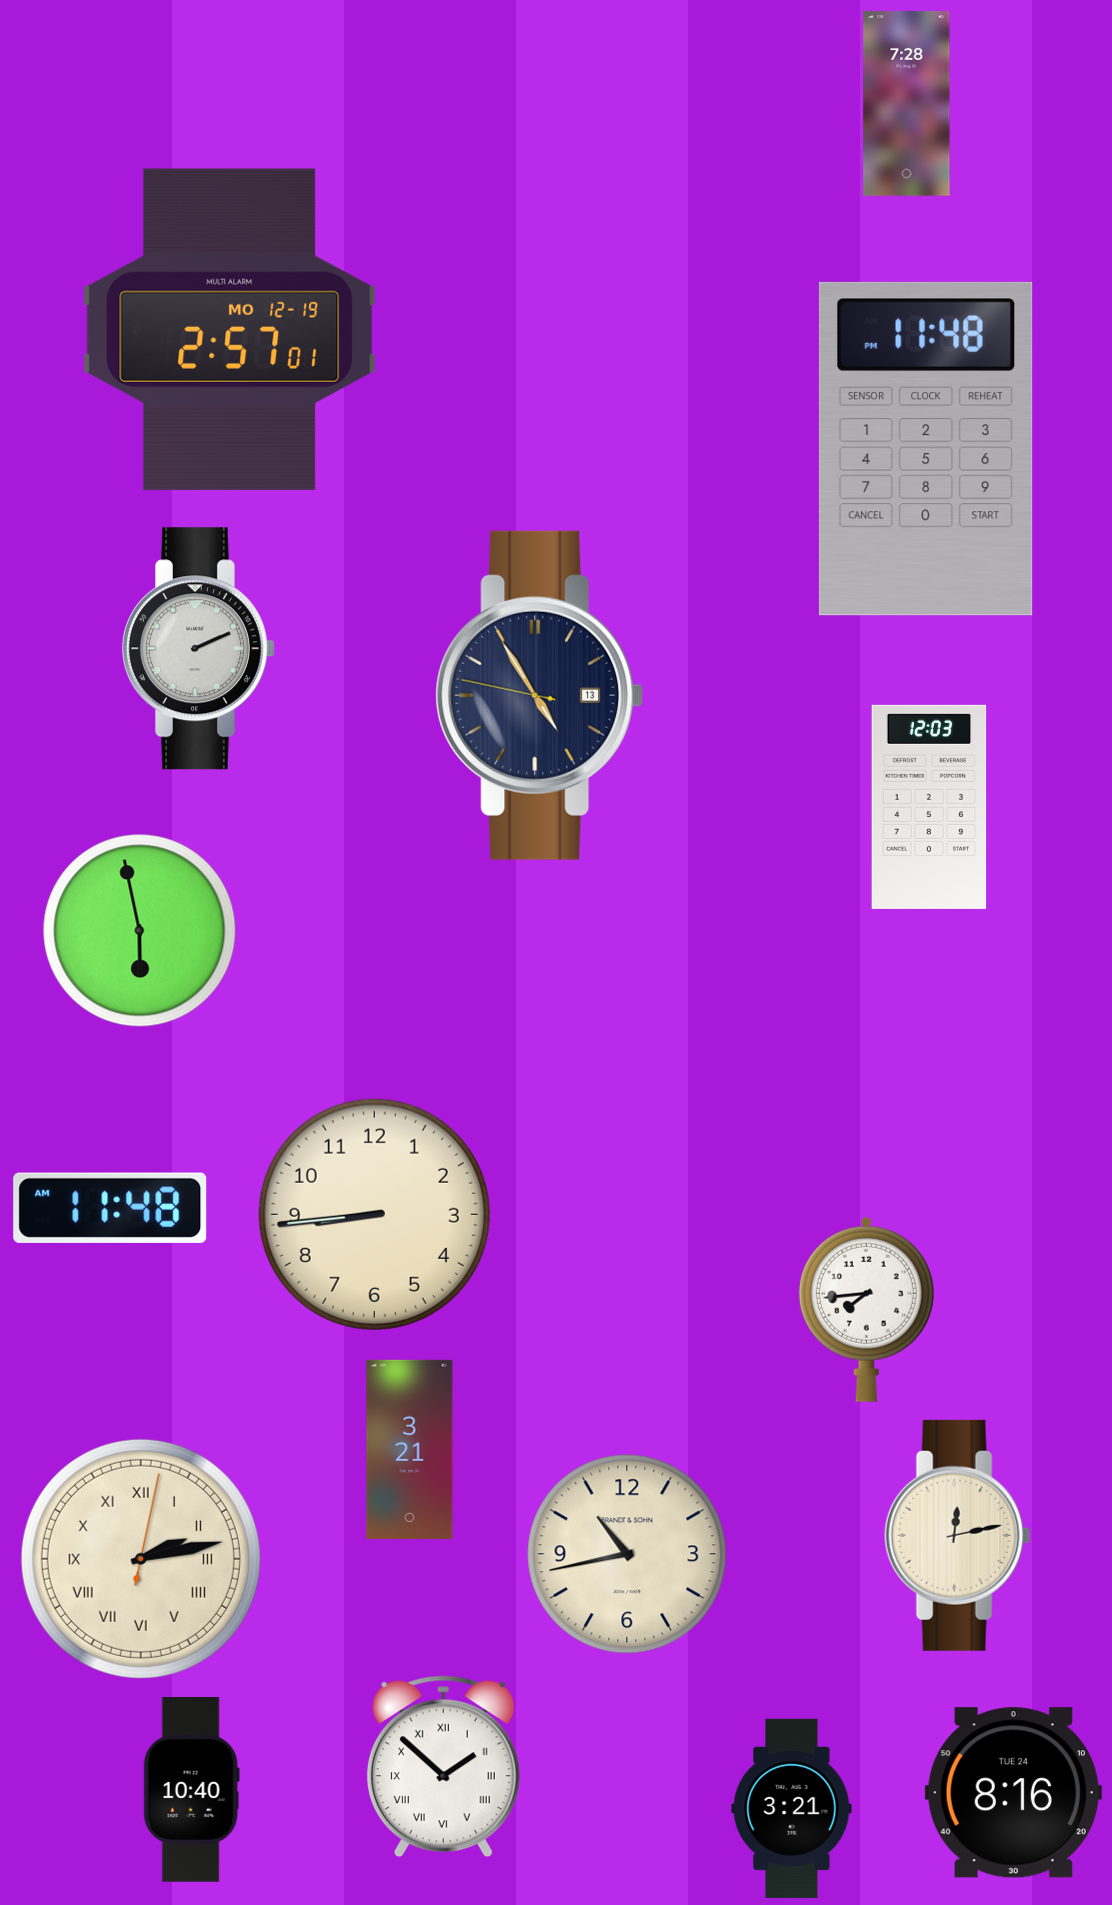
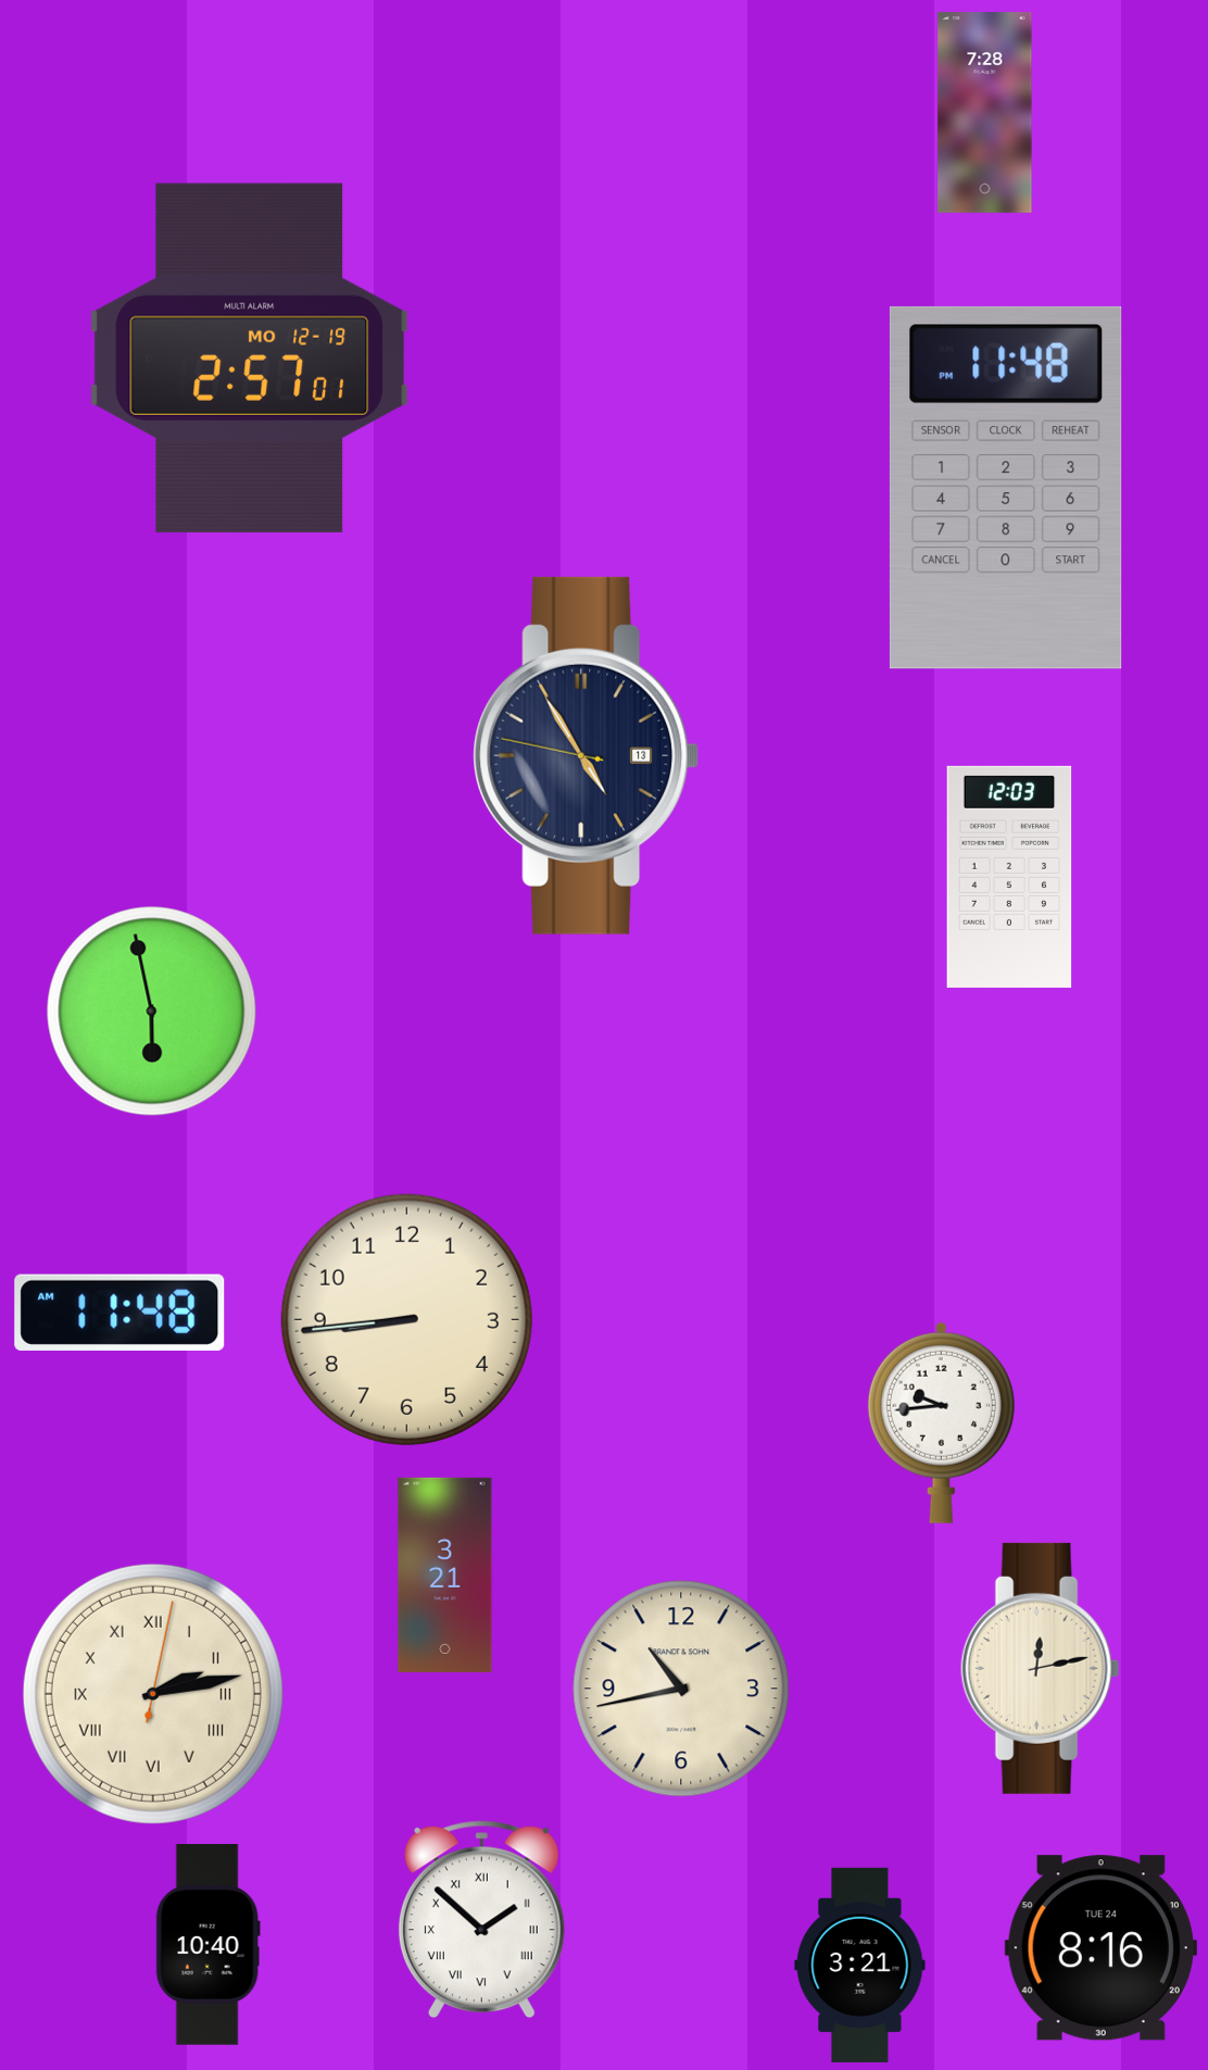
clock at (198, 649): 2:11 -> none
clock at (866, 1309): 7:44 -> 9:44
